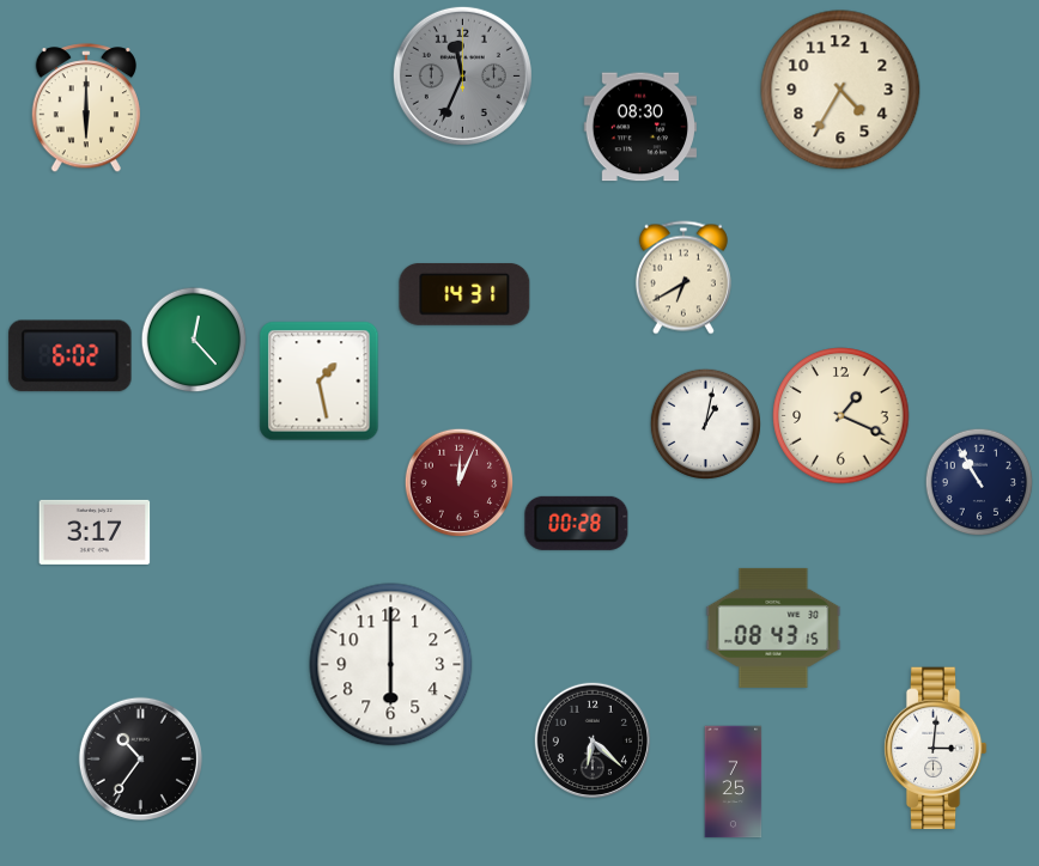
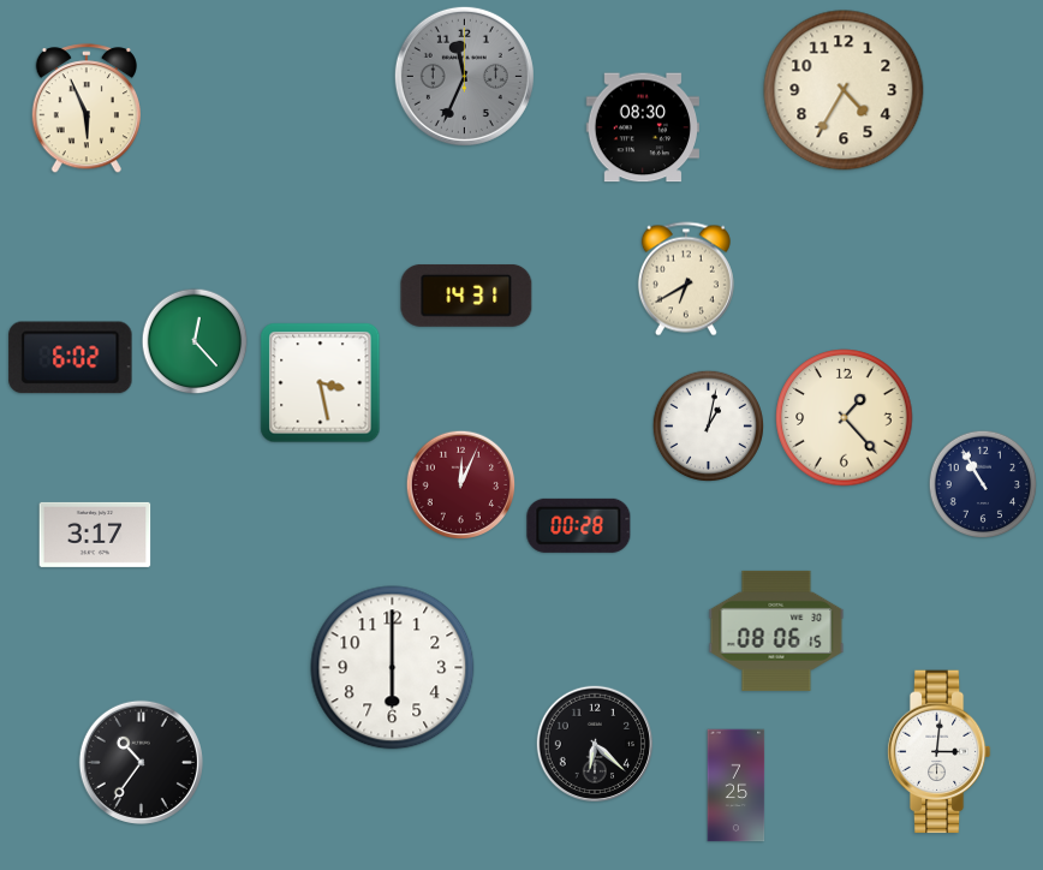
clock at (86, 109): 6:00 -> 5:56
clock at (320, 382): 1:28 -> 3:28
clock at (841, 416): 1:19 -> 1:23
clock at (773, 628): 08:43 -> 08:06
